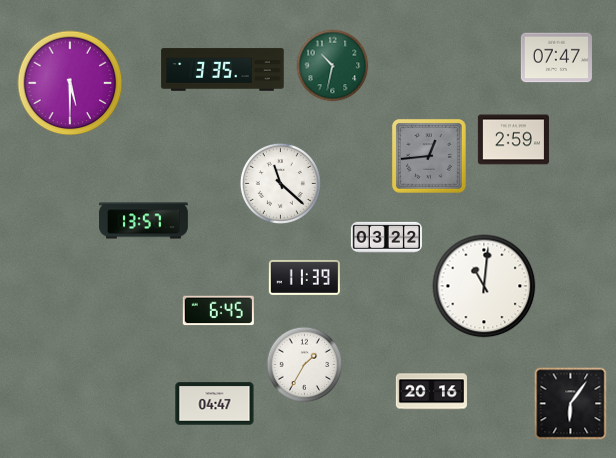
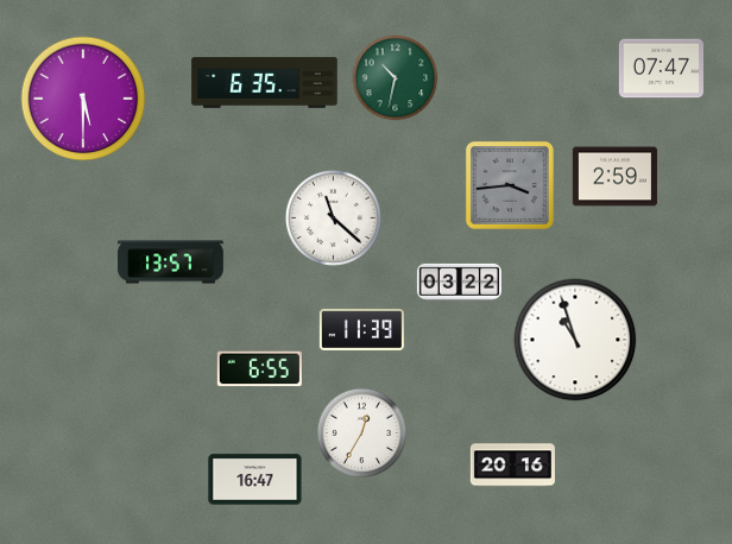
clock at (223, 70): 3:35 -> 6:35
clock at (513, 140) position: (513, 140) -> (614, 177)
clock at (429, 156): 12:44 -> 3:44
clock at (484, 286): 11:01 -> 10:57
clock at (218, 311): 6:45 -> 6:55
clock at (305, 365): 1:35 -> 12:35
clock at (215, 404): 04:47 -> 16:47
clock at (571, 404): 6:06 -> none
